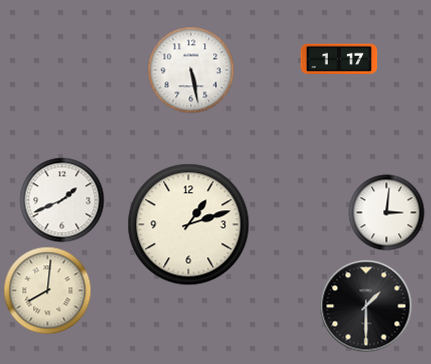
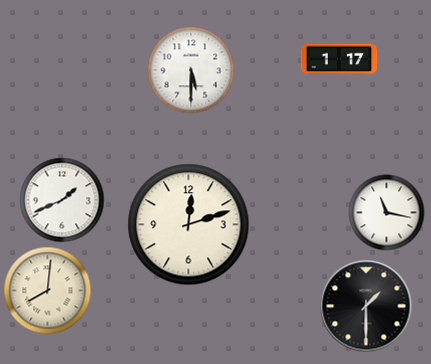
clock at (191, 70): 5:28 -> 5:30
clock at (387, 213): 3:01 -> 11:17
clock at (189, 225): 1:12 -> 12:12
